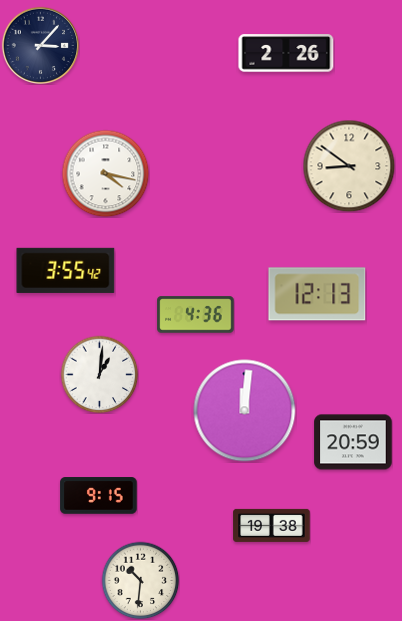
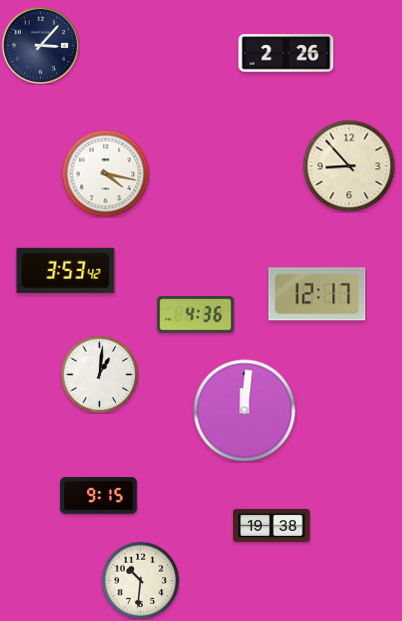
clock at (349, 166): 8:51 -> 8:53
clock at (66, 270): 3:55 -> 3:53
clock at (317, 294): 12:13 -> 12:17
clock at (353, 442): 20:59 -> none
